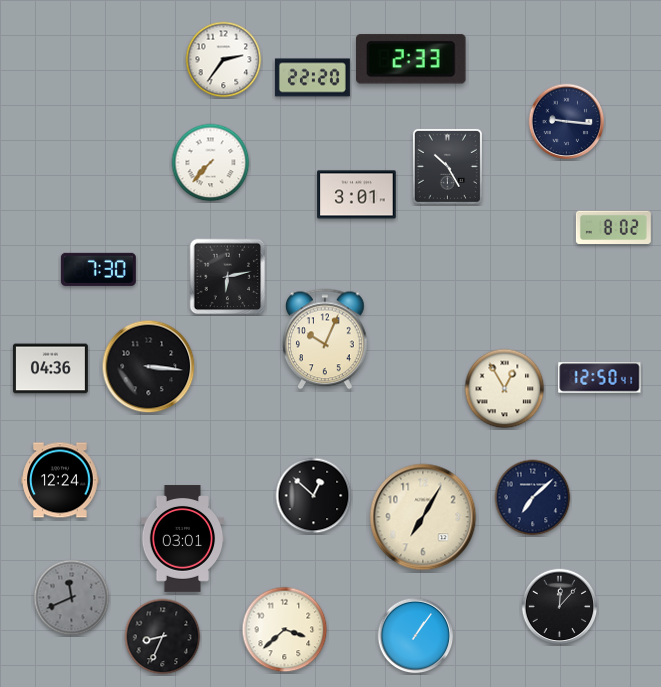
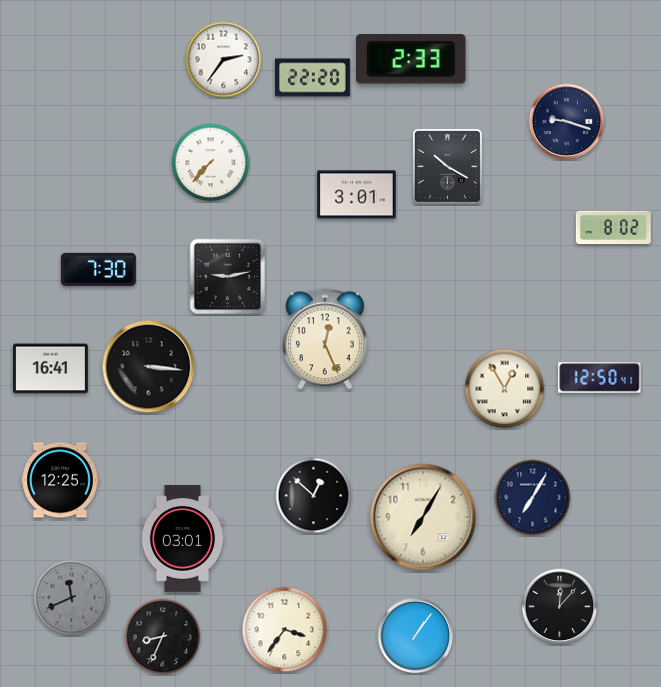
clock at (567, 122): 9:16 -> 9:18
clock at (447, 166): 10:25 -> 10:20
clock at (228, 277): 6:13 -> 9:13
clock at (326, 339): 10:04 -> 12:26
clock at (50, 369): 04:36 -> 16:41
clock at (60, 480): 12:24 -> 12:25
clock at (533, 498): 7:08 -> 7:05
clock at (285, 630): 3:38 -> 3:36
